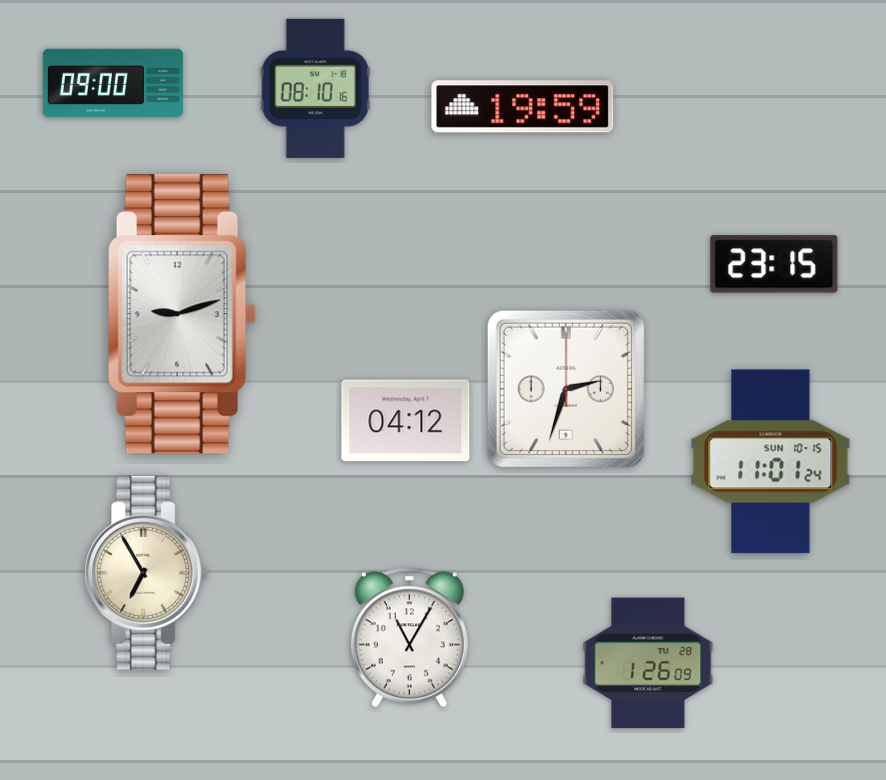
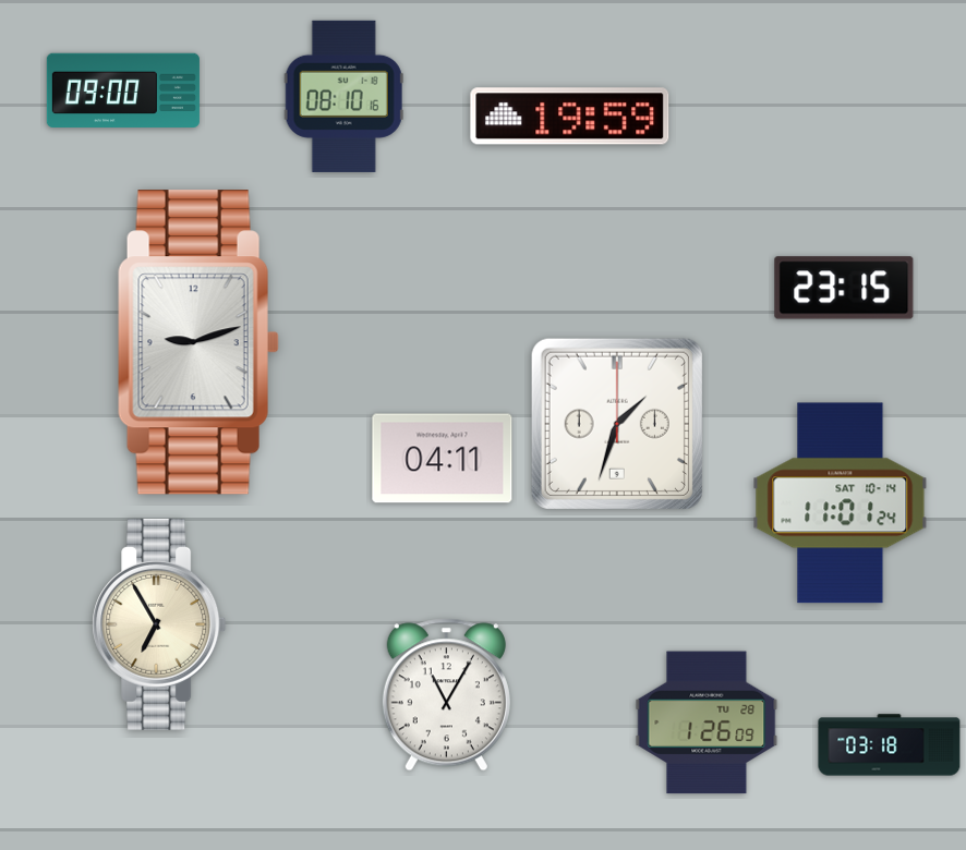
clock at (566, 389): 2:33 -> 1:33
clock at (406, 421): 04:12 -> 04:11
clock at (771, 462) date: SUN 10-15 -> SAT 10-14
clock at (890, 745): none -> 03:18
